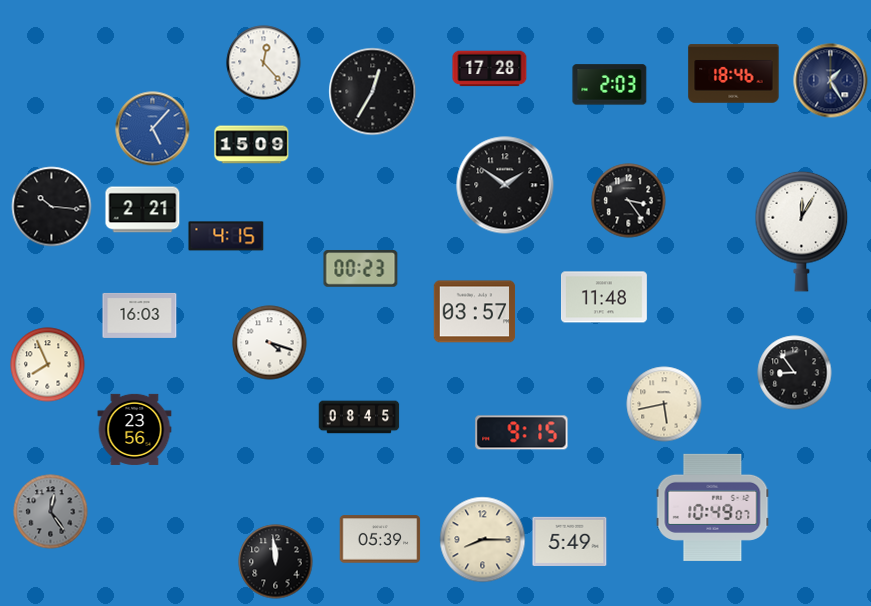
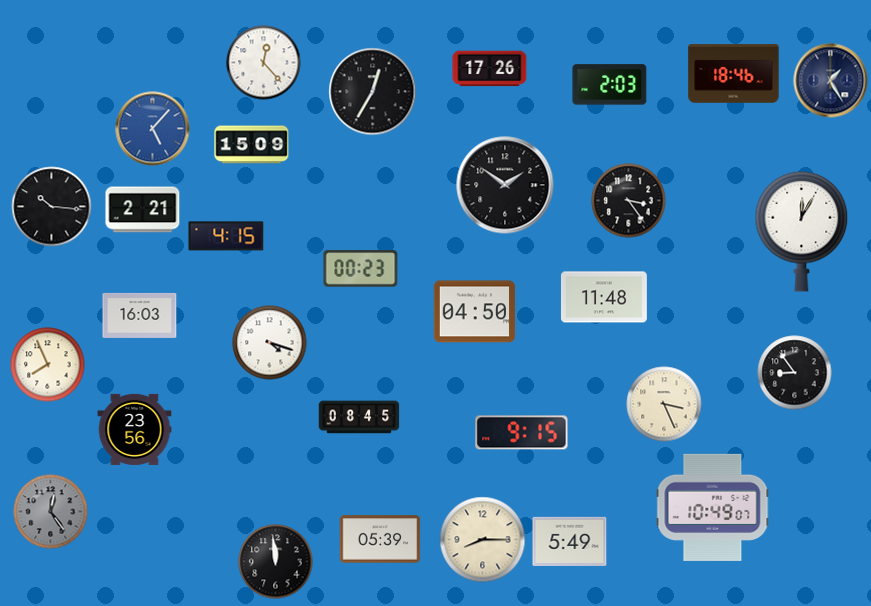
clock at (490, 69): 17:28 -> 17:26
clock at (475, 312): 03:57 -> 04:50
clock at (664, 404): 5:43 -> 3:26
